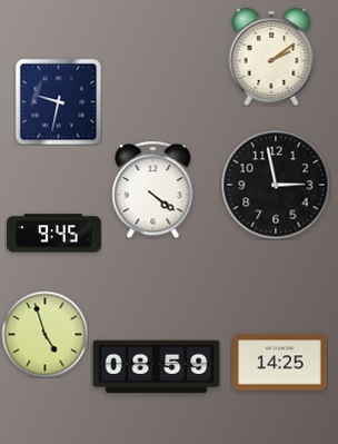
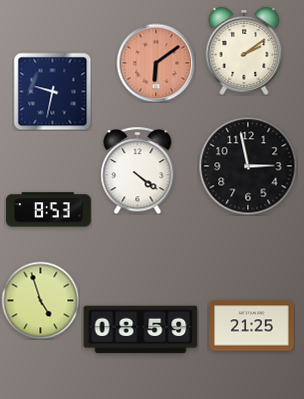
clock at (156, 63): none -> 6:09
clock at (54, 234): 9:45 -> 8:53
clock at (280, 363): 14:25 -> 21:25
